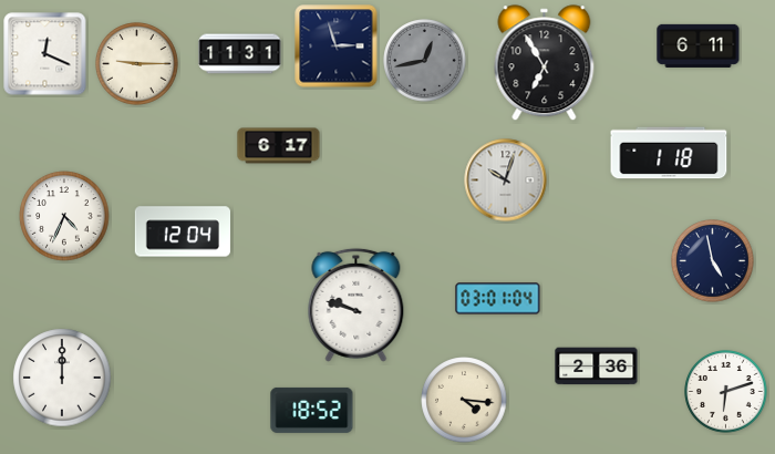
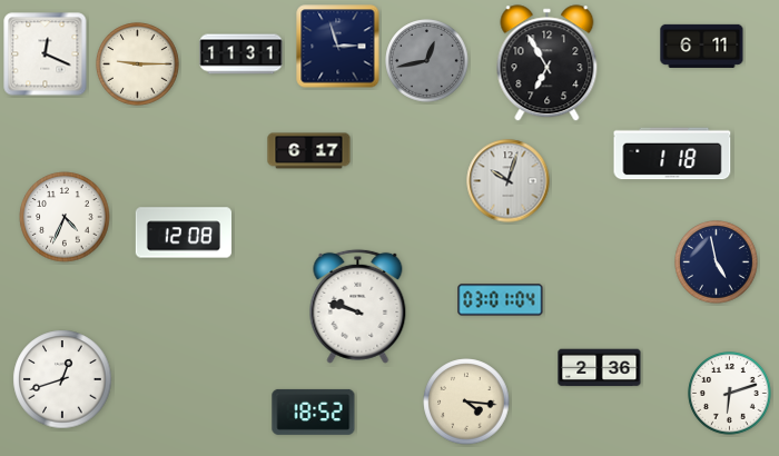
clock at (279, 146) position: (279, 146) -> (309, 151)
clock at (182, 231): 12:04 -> 12:08
clock at (62, 378): 12:00 -> 12:42
